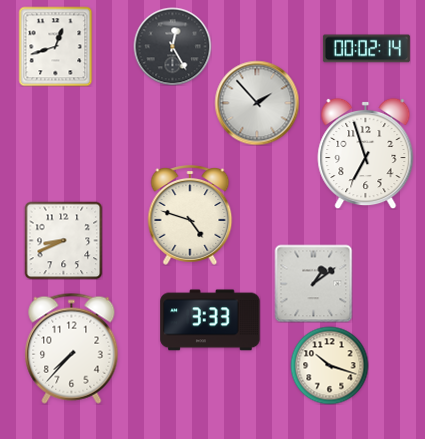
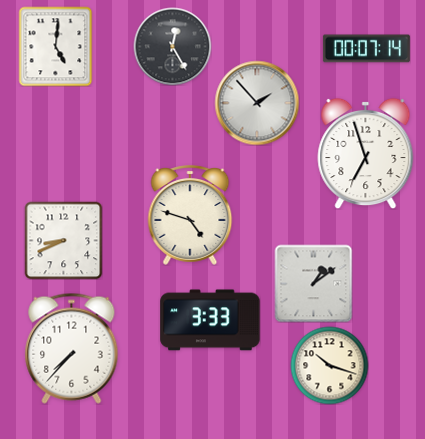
clock at (56, 46): 12:42 -> 5:01
clock at (366, 49): 00:02 -> 00:07
